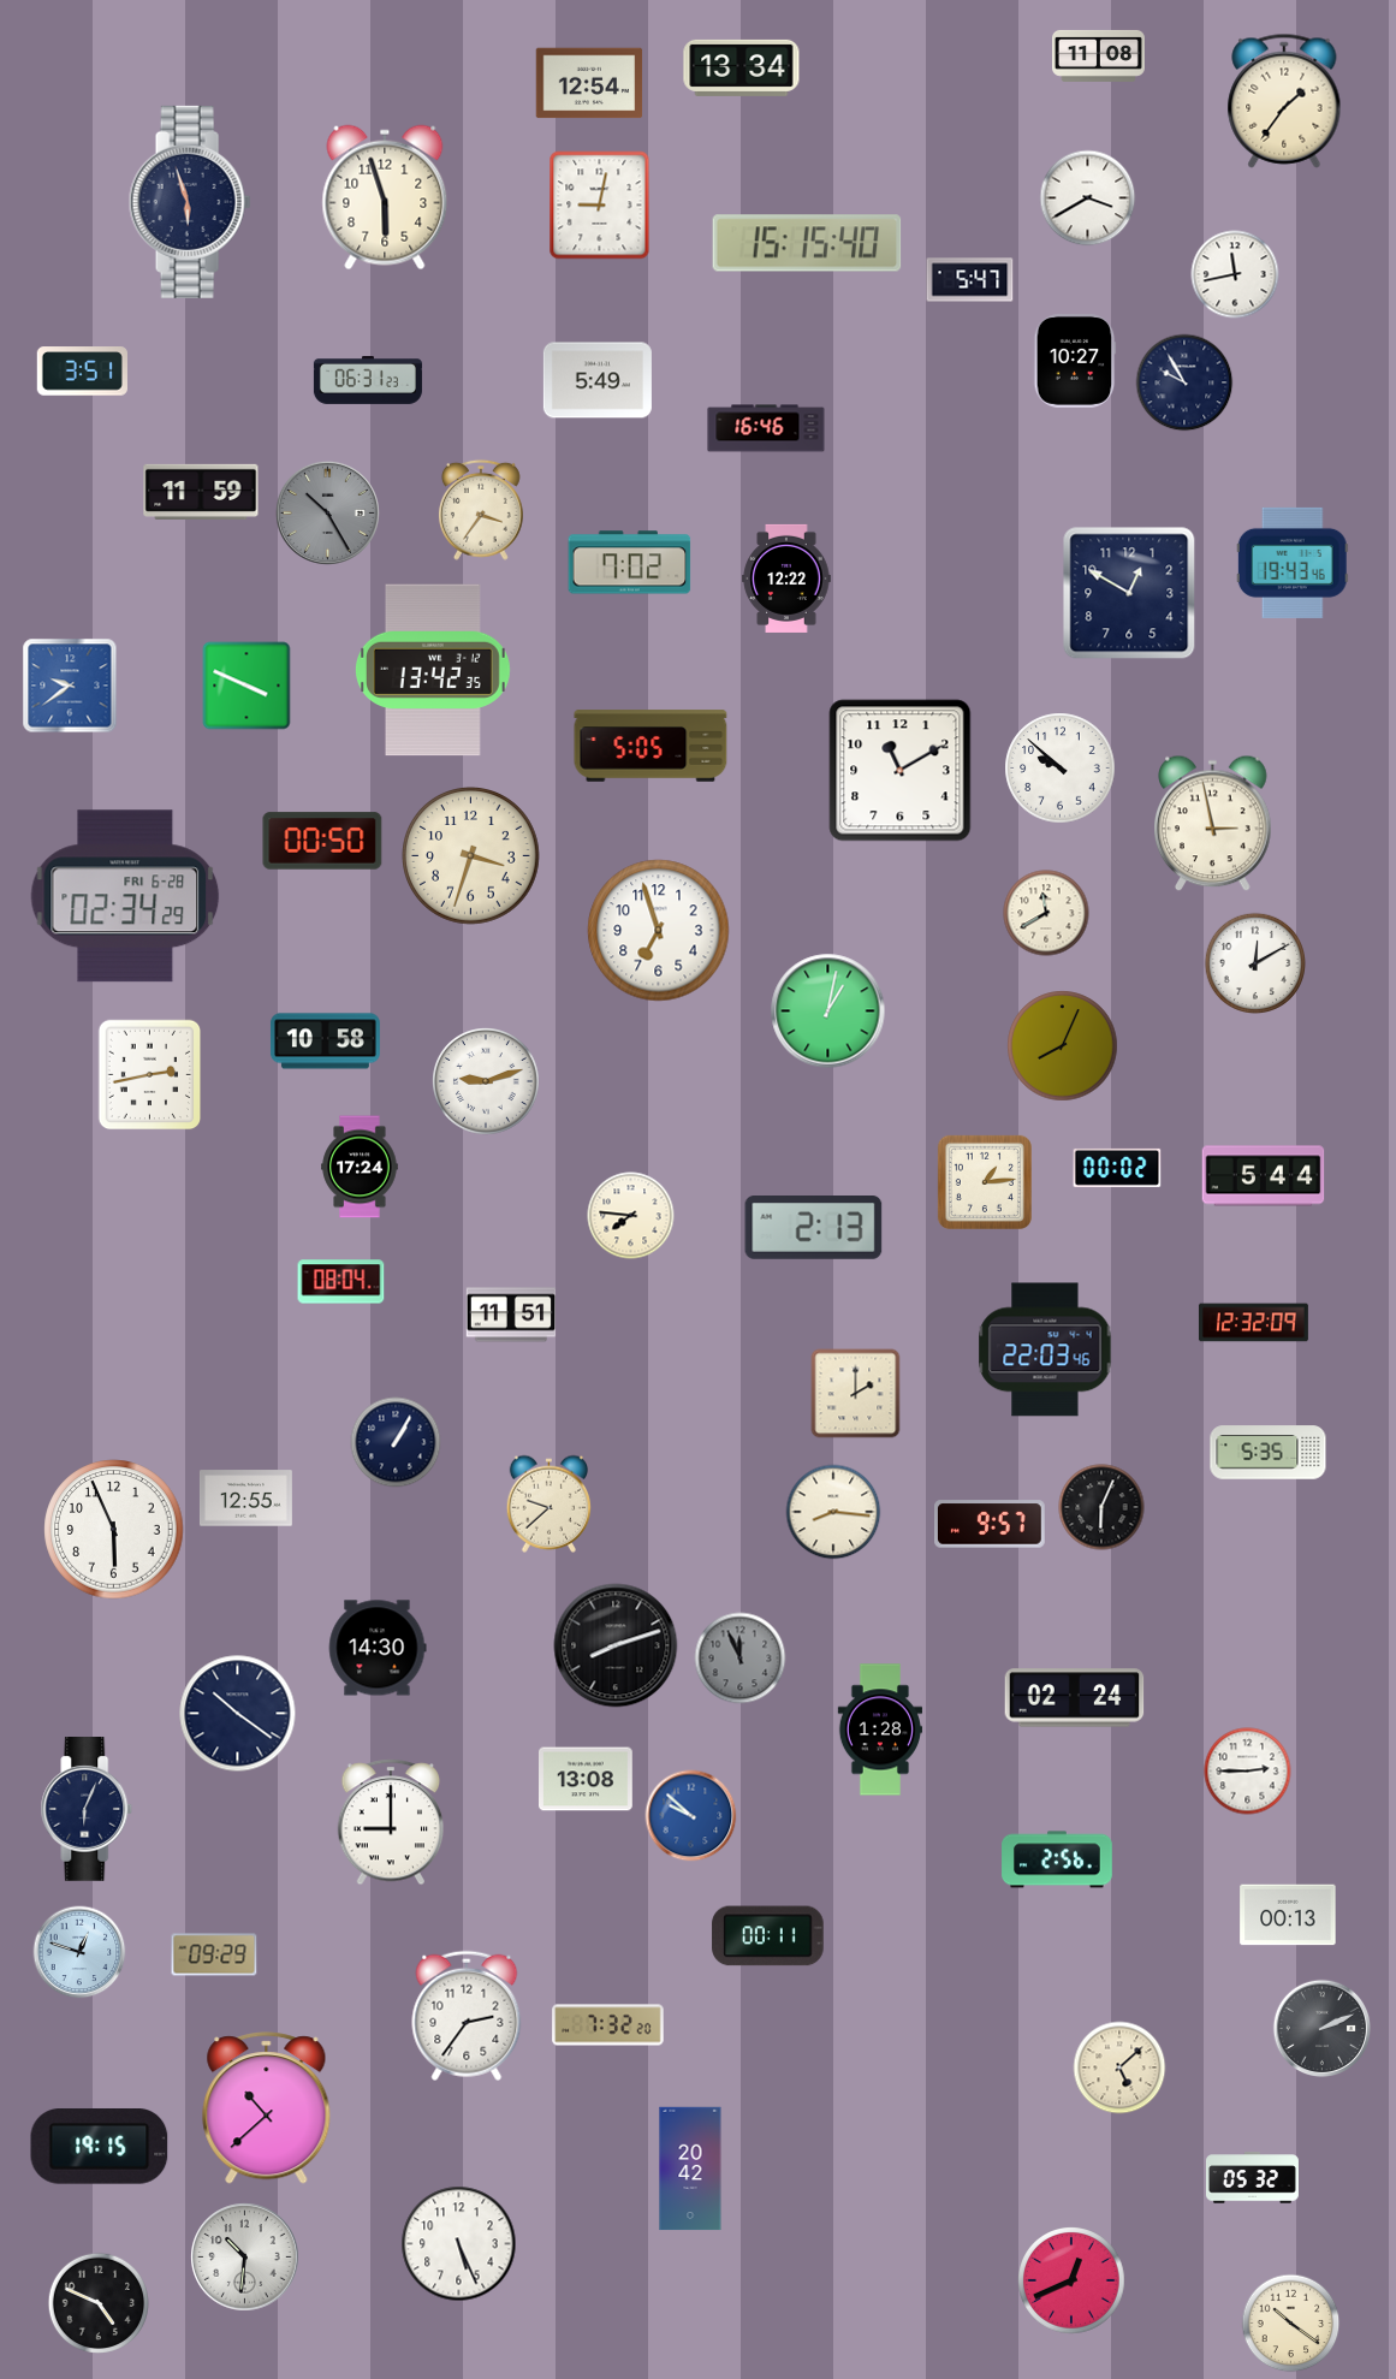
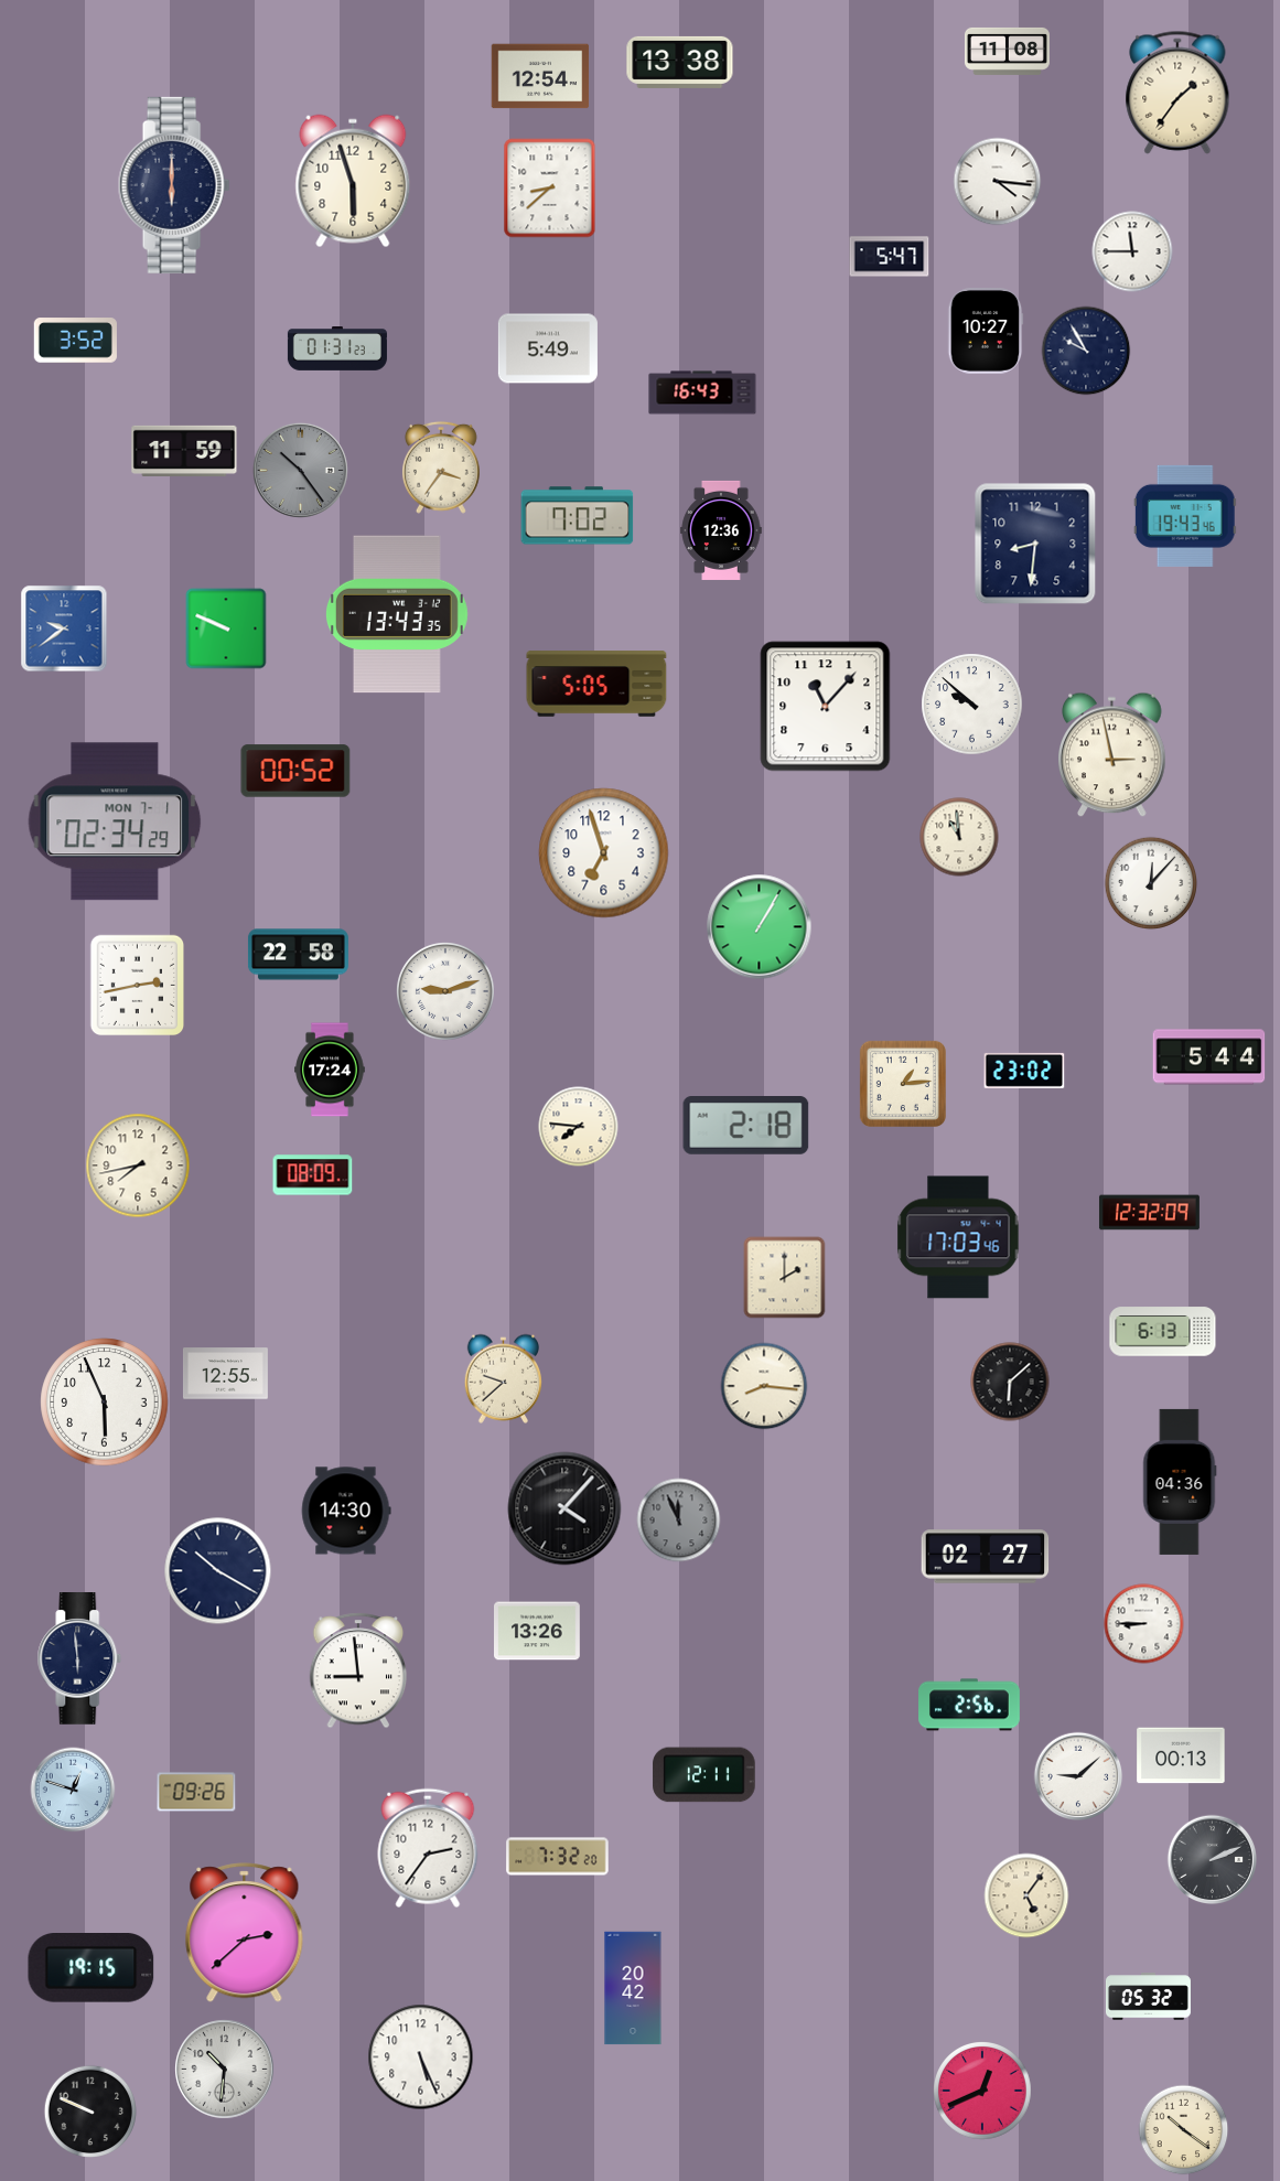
clock at (742, 67): 13:34 -> 13:38
clock at (1088, 198): 3:40 -> 4:16
clock at (190, 202): 5:57 -> 6:00
clock at (600, 206): 9:02 -> 8:38
clock at (807, 243): 15:15 -> none
clock at (1235, 274): 11:43 -> 11:45
clock at (82, 372): 3:51 -> 3:52
clock at (368, 381): 06:31 -> 01:31
clock at (766, 428): 16:46 -> 16:43
clock at (327, 512): 10:25 -> 10:24
clock at (786, 579): 12:22 -> 12:36
clock at (1129, 593): 12:50 -> 8:31
clock at (433, 670): 13:42 -> 13:43
clock at (246, 686): 3:49 -> 9:49
clock at (901, 771): 11:10 -> 11:07
clock at (322, 841): 00:50 -> 00:52
clock at (471, 856): 3:33 -> none
clock at (125, 896) date: FRI 6-28 -> MON 7-1
clock at (1046, 913): 11:40 -> 10:59
clock at (1255, 963): 12:10 -> 12:07
clock at (828, 1011): 1:02 -> 1:05
clock at (325, 1042): 10:58 -> 22:58
clock at (1063, 1046): 8:04 -> none
clock at (1117, 1168): 00:02 -> 23:02
clock at (1264, 1176) position: (1264, 1176) -> (1209, 1057)
clock at (631, 1216) position: (631, 1216) -> (579, 1127)
clock at (814, 1228): 2:13 -> 2:18
clock at (138, 1165): none -> 7:43
clock at (341, 1282): 08:04 -> 08:09
clock at (511, 1315): 11:51 -> none
clock at (1045, 1349): 22:03 -> 17:03
clock at (396, 1442): 1:05 -> none
clock at (1269, 1453): 5:35 -> 6:13
clock at (1101, 1507): 6:04 -> 6:08
clock at (991, 1524): 9:57 -> none
clock at (1180, 1482): none -> 04:36
clock at (616, 1645): 8:12 -> 4:07
clock at (1075, 1698): 02:24 -> 02:27
clock at (238, 1714): 10:21 -> 10:20
clock at (879, 1730): 1:28 -> none
clock at (1248, 1772): 2:45 -> 8:45
clock at (587, 1779): 13:08 -> 13:26
clock at (87, 1810): 6:04 -> 5:59
clock at (691, 1816): 9:52 -> none
clock at (391, 1822): 9:00 -> 8:59
clock at (768, 1936): 00:11 -> 12:11
clock at (1078, 1776): none -> 9:08
clock at (214, 1954): 09:29 -> 09:26
clock at (1119, 2067): 5:08 -> 5:06
clock at (267, 2108): 10:38 -> 2:38
clock at (99, 2303): 4:49 -> 9:49
